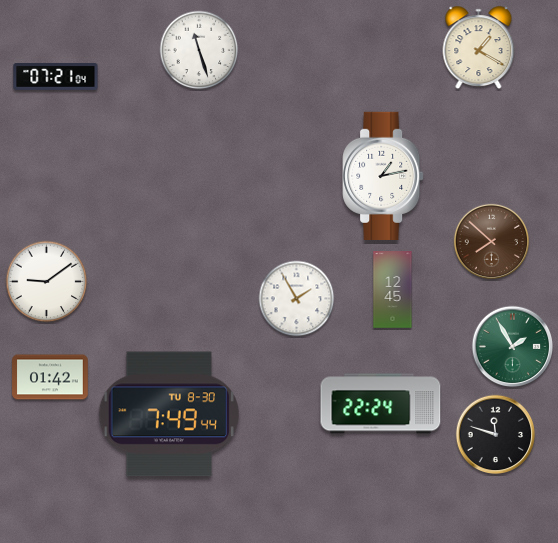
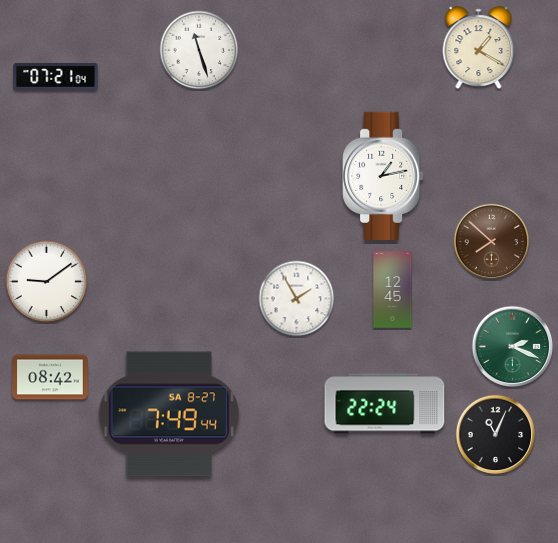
clock at (513, 347): 1:55 -> 2:19
clock at (50, 377): 01:42 -> 08:42
clock at (381, 404) position: (381, 404) -> (385, 404)
clock at (169, 414) date: TU 8-30 -> SA 8-27
clock at (496, 435): 11:48 -> 11:04
